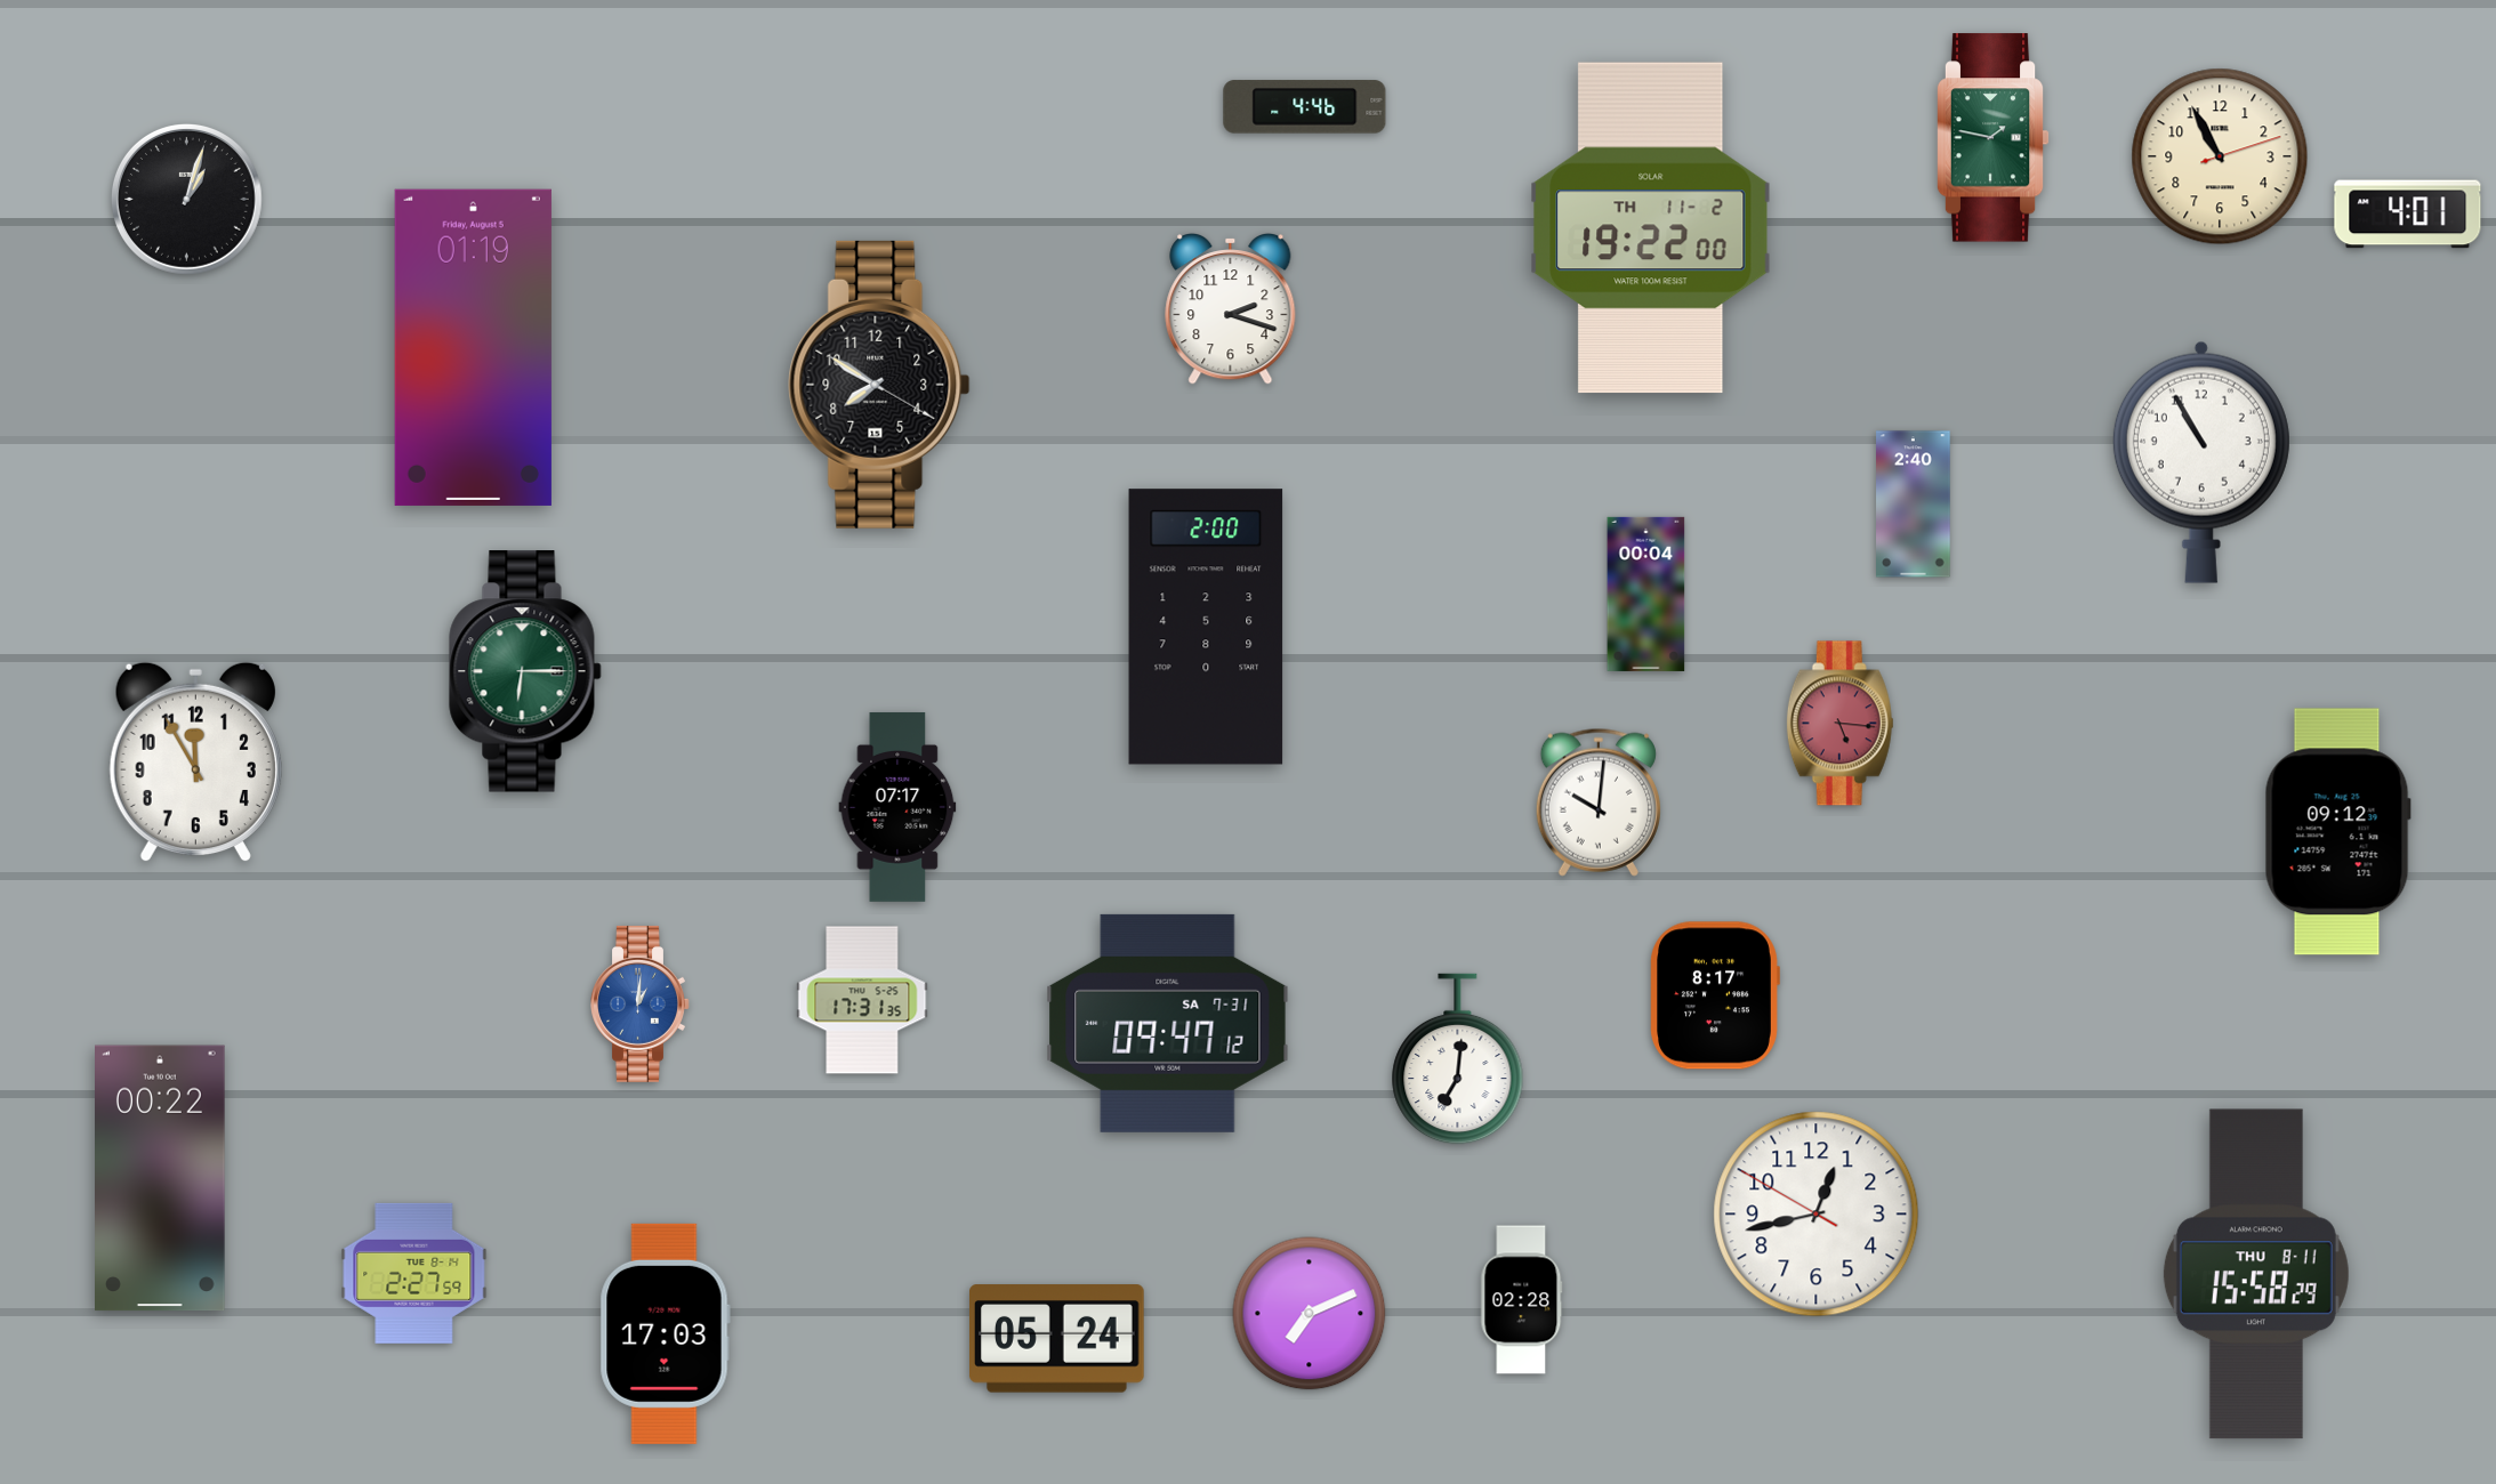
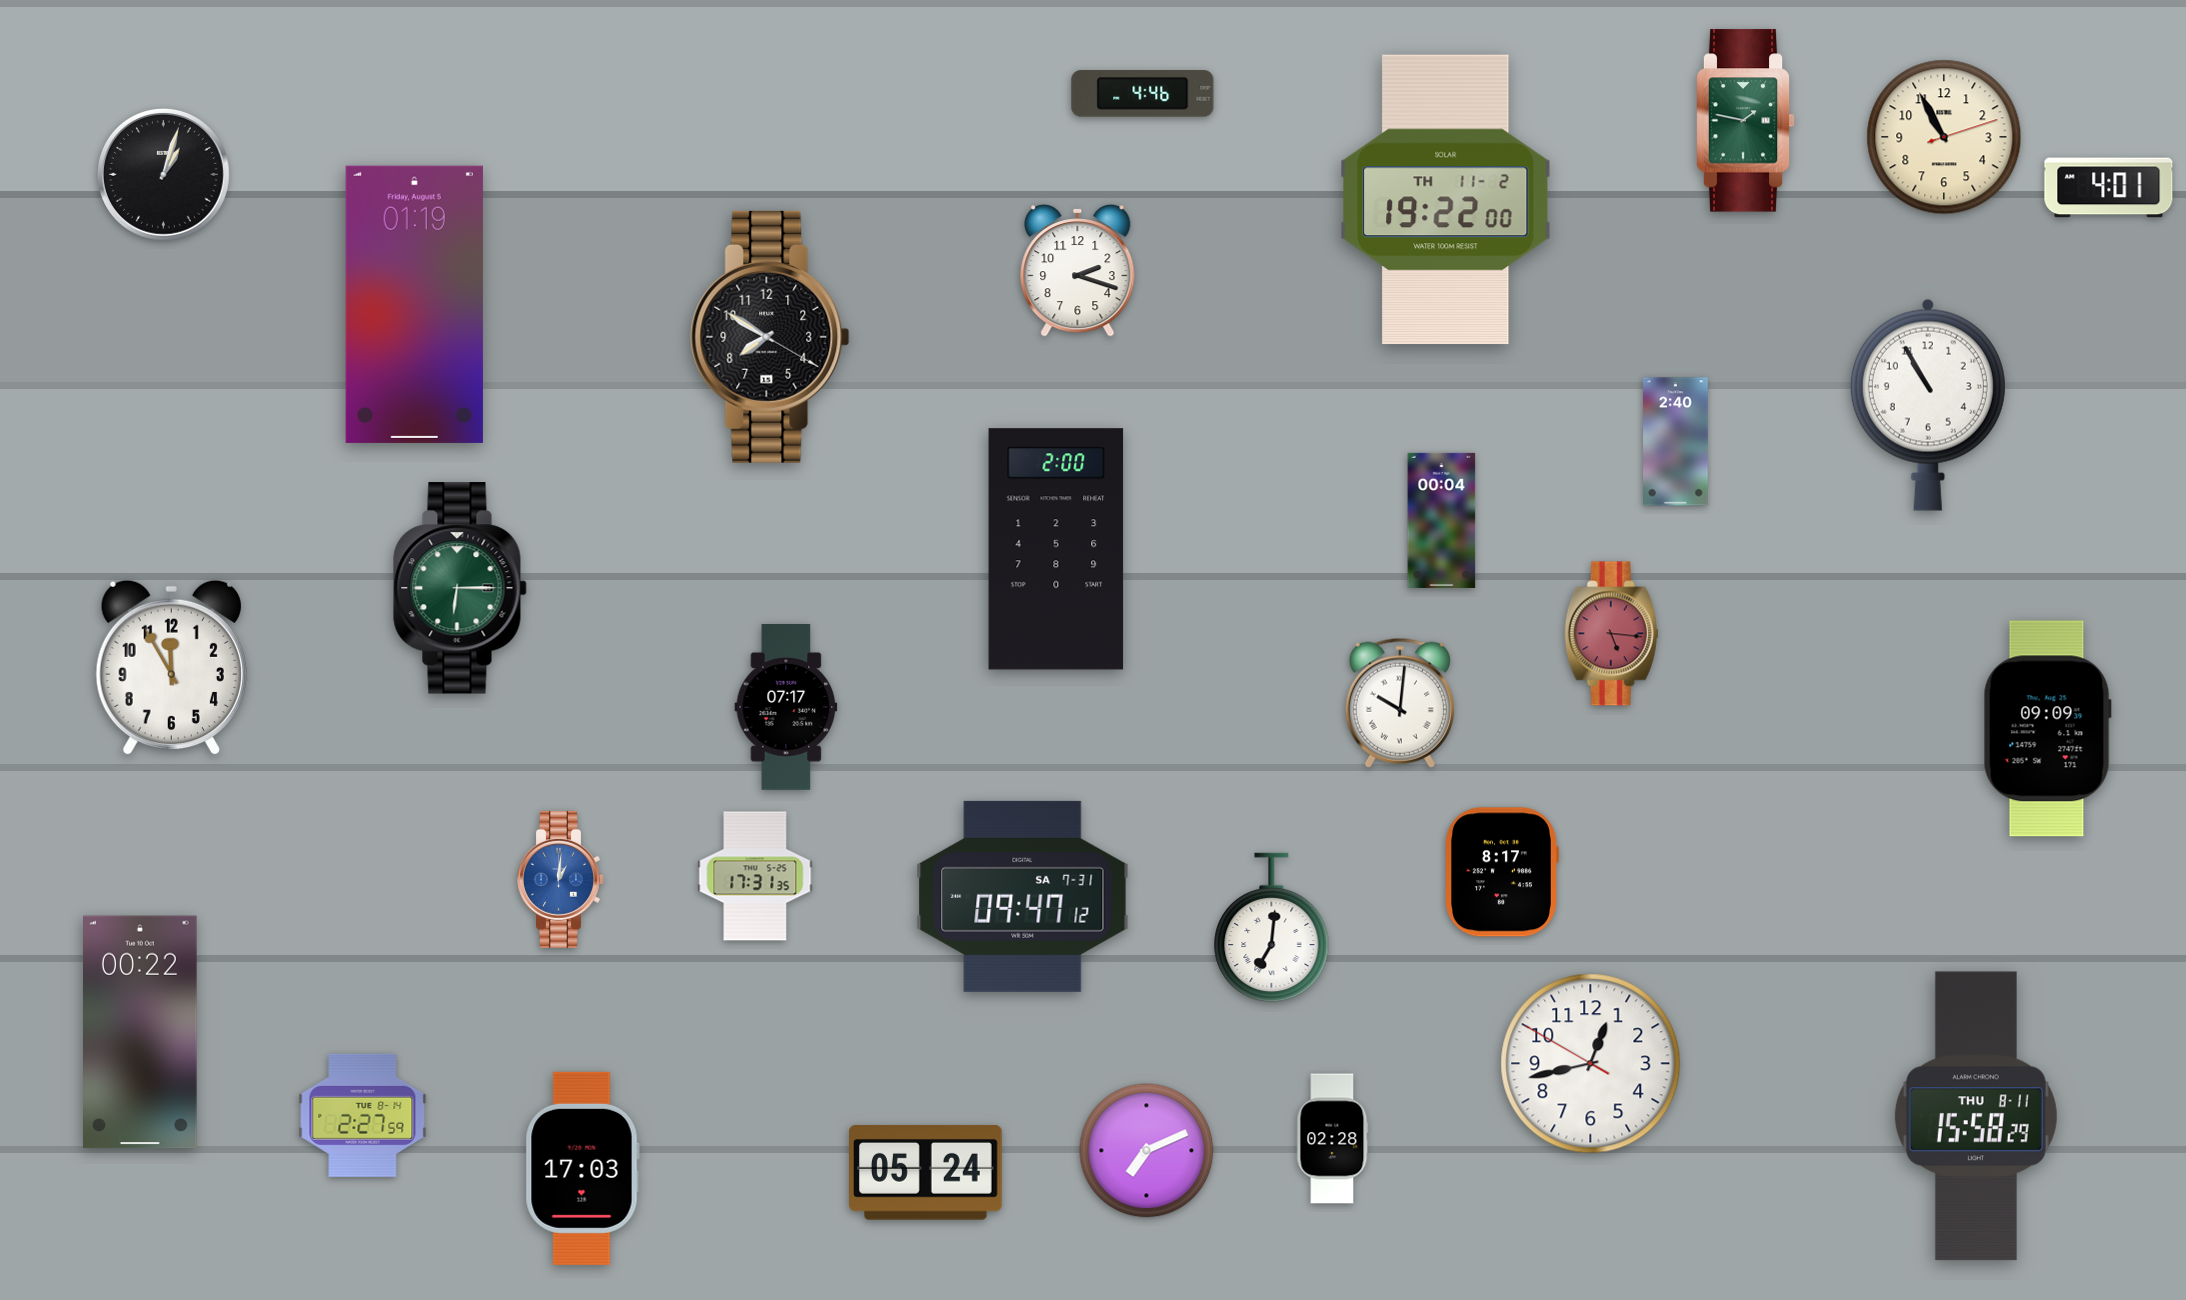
clock at (2337, 832): 09:12 -> 09:09
clock at (1458, 1059) position: (1458, 1059) -> (1272, 928)
